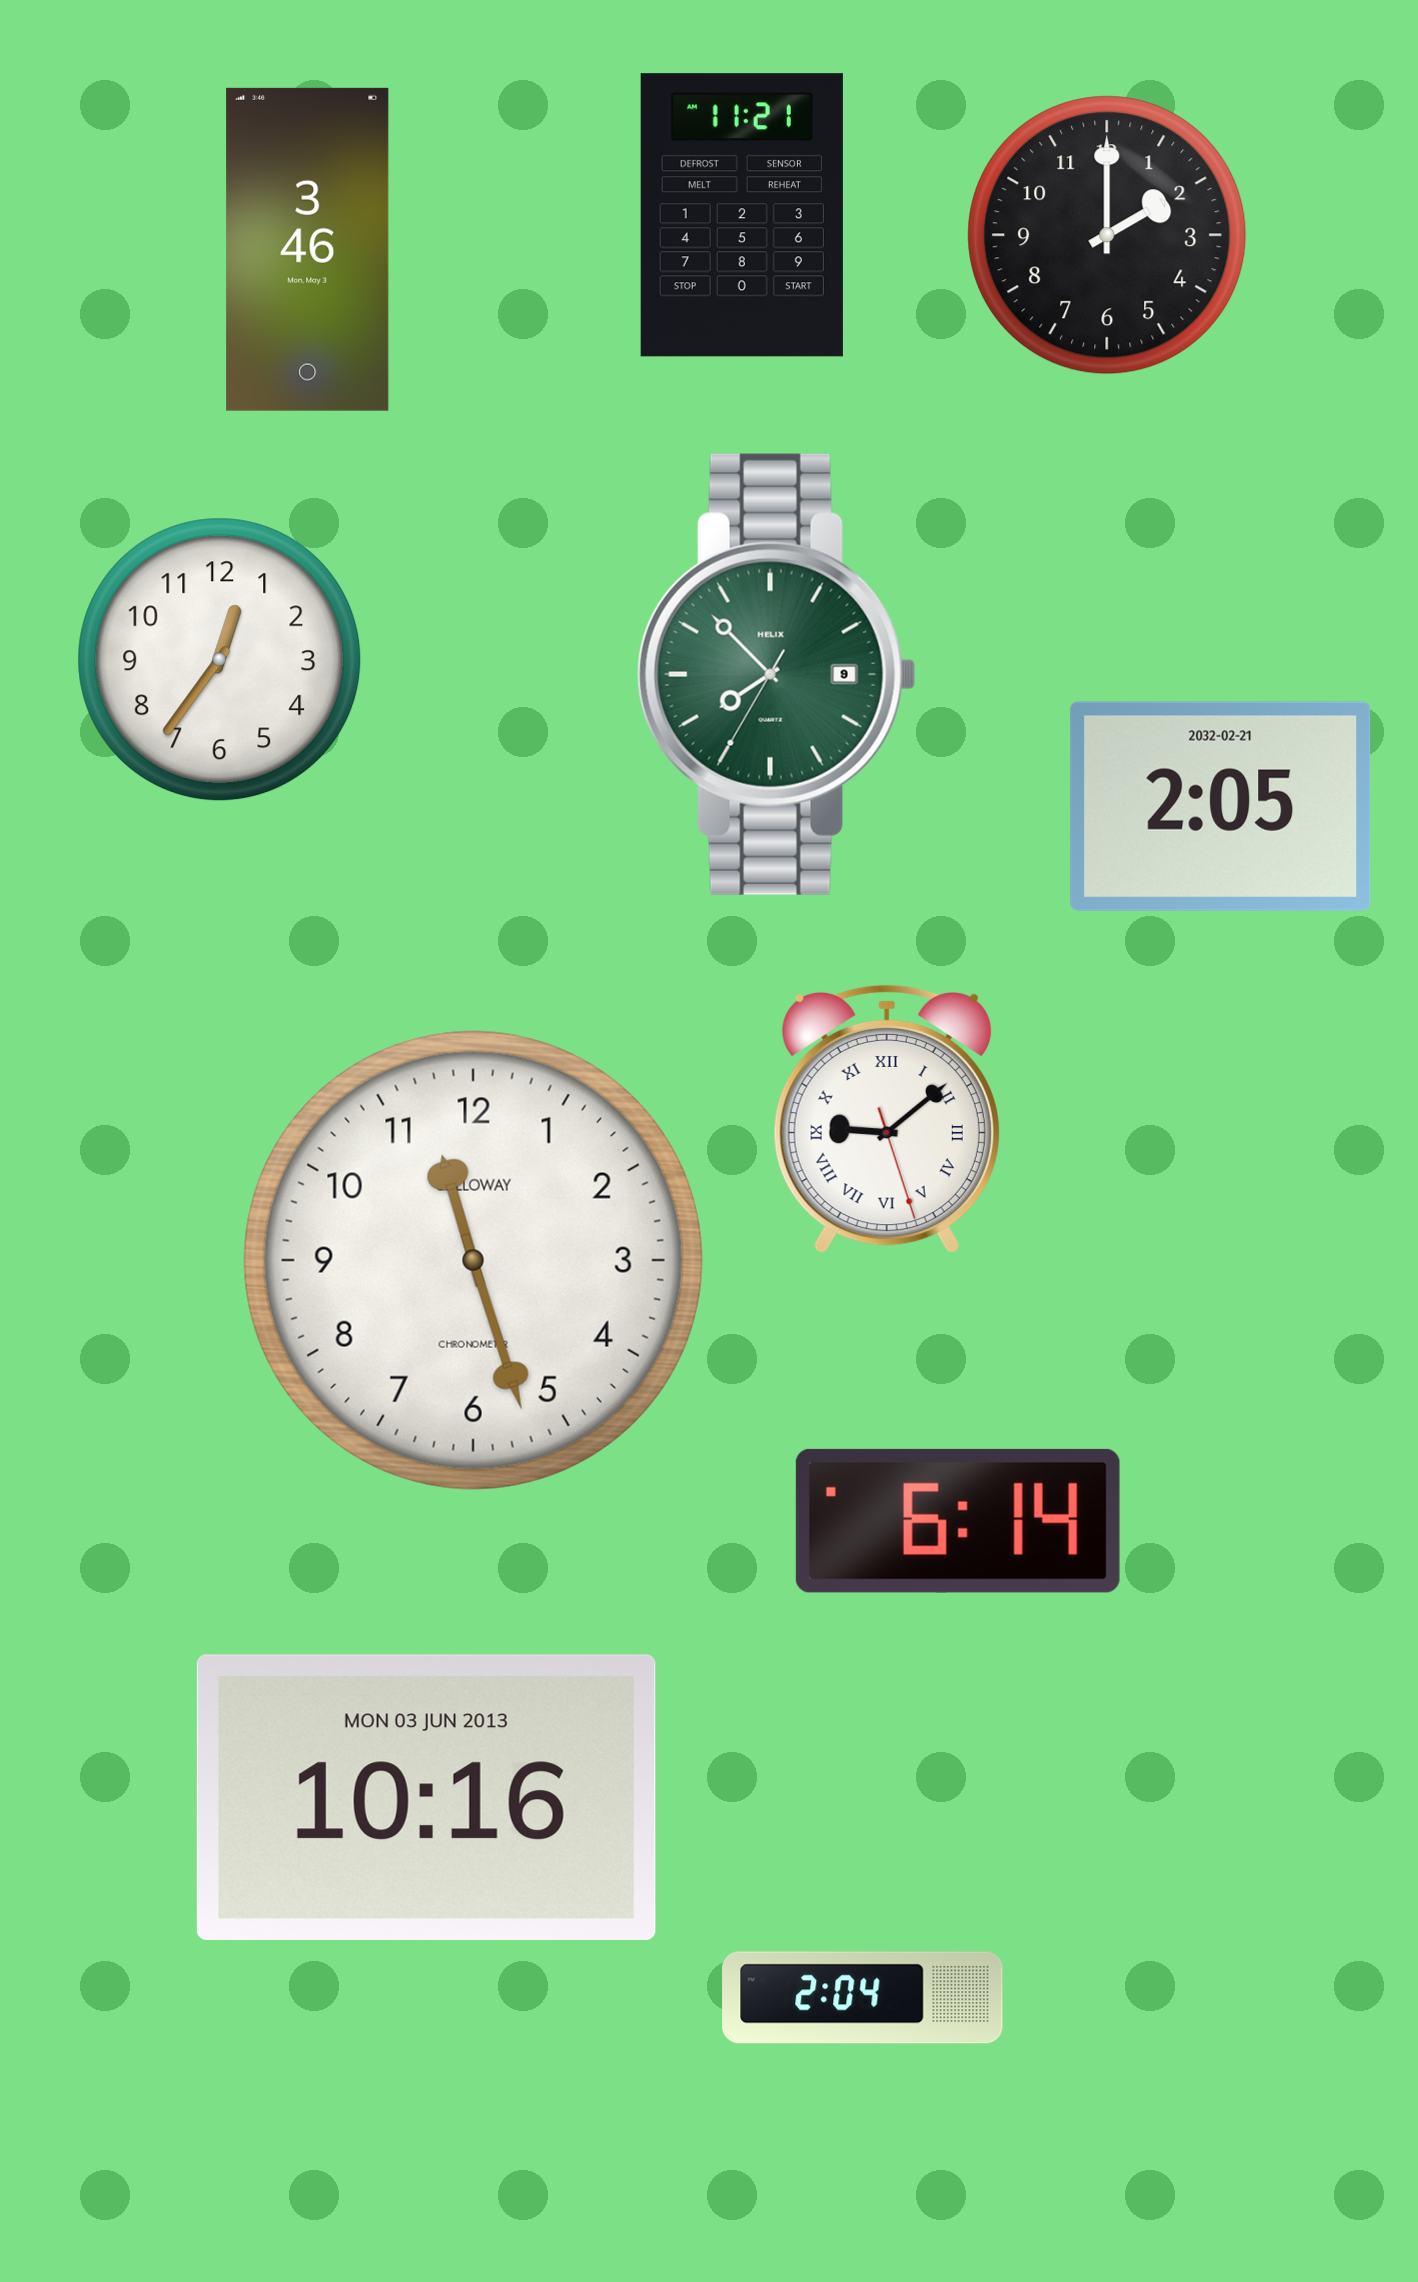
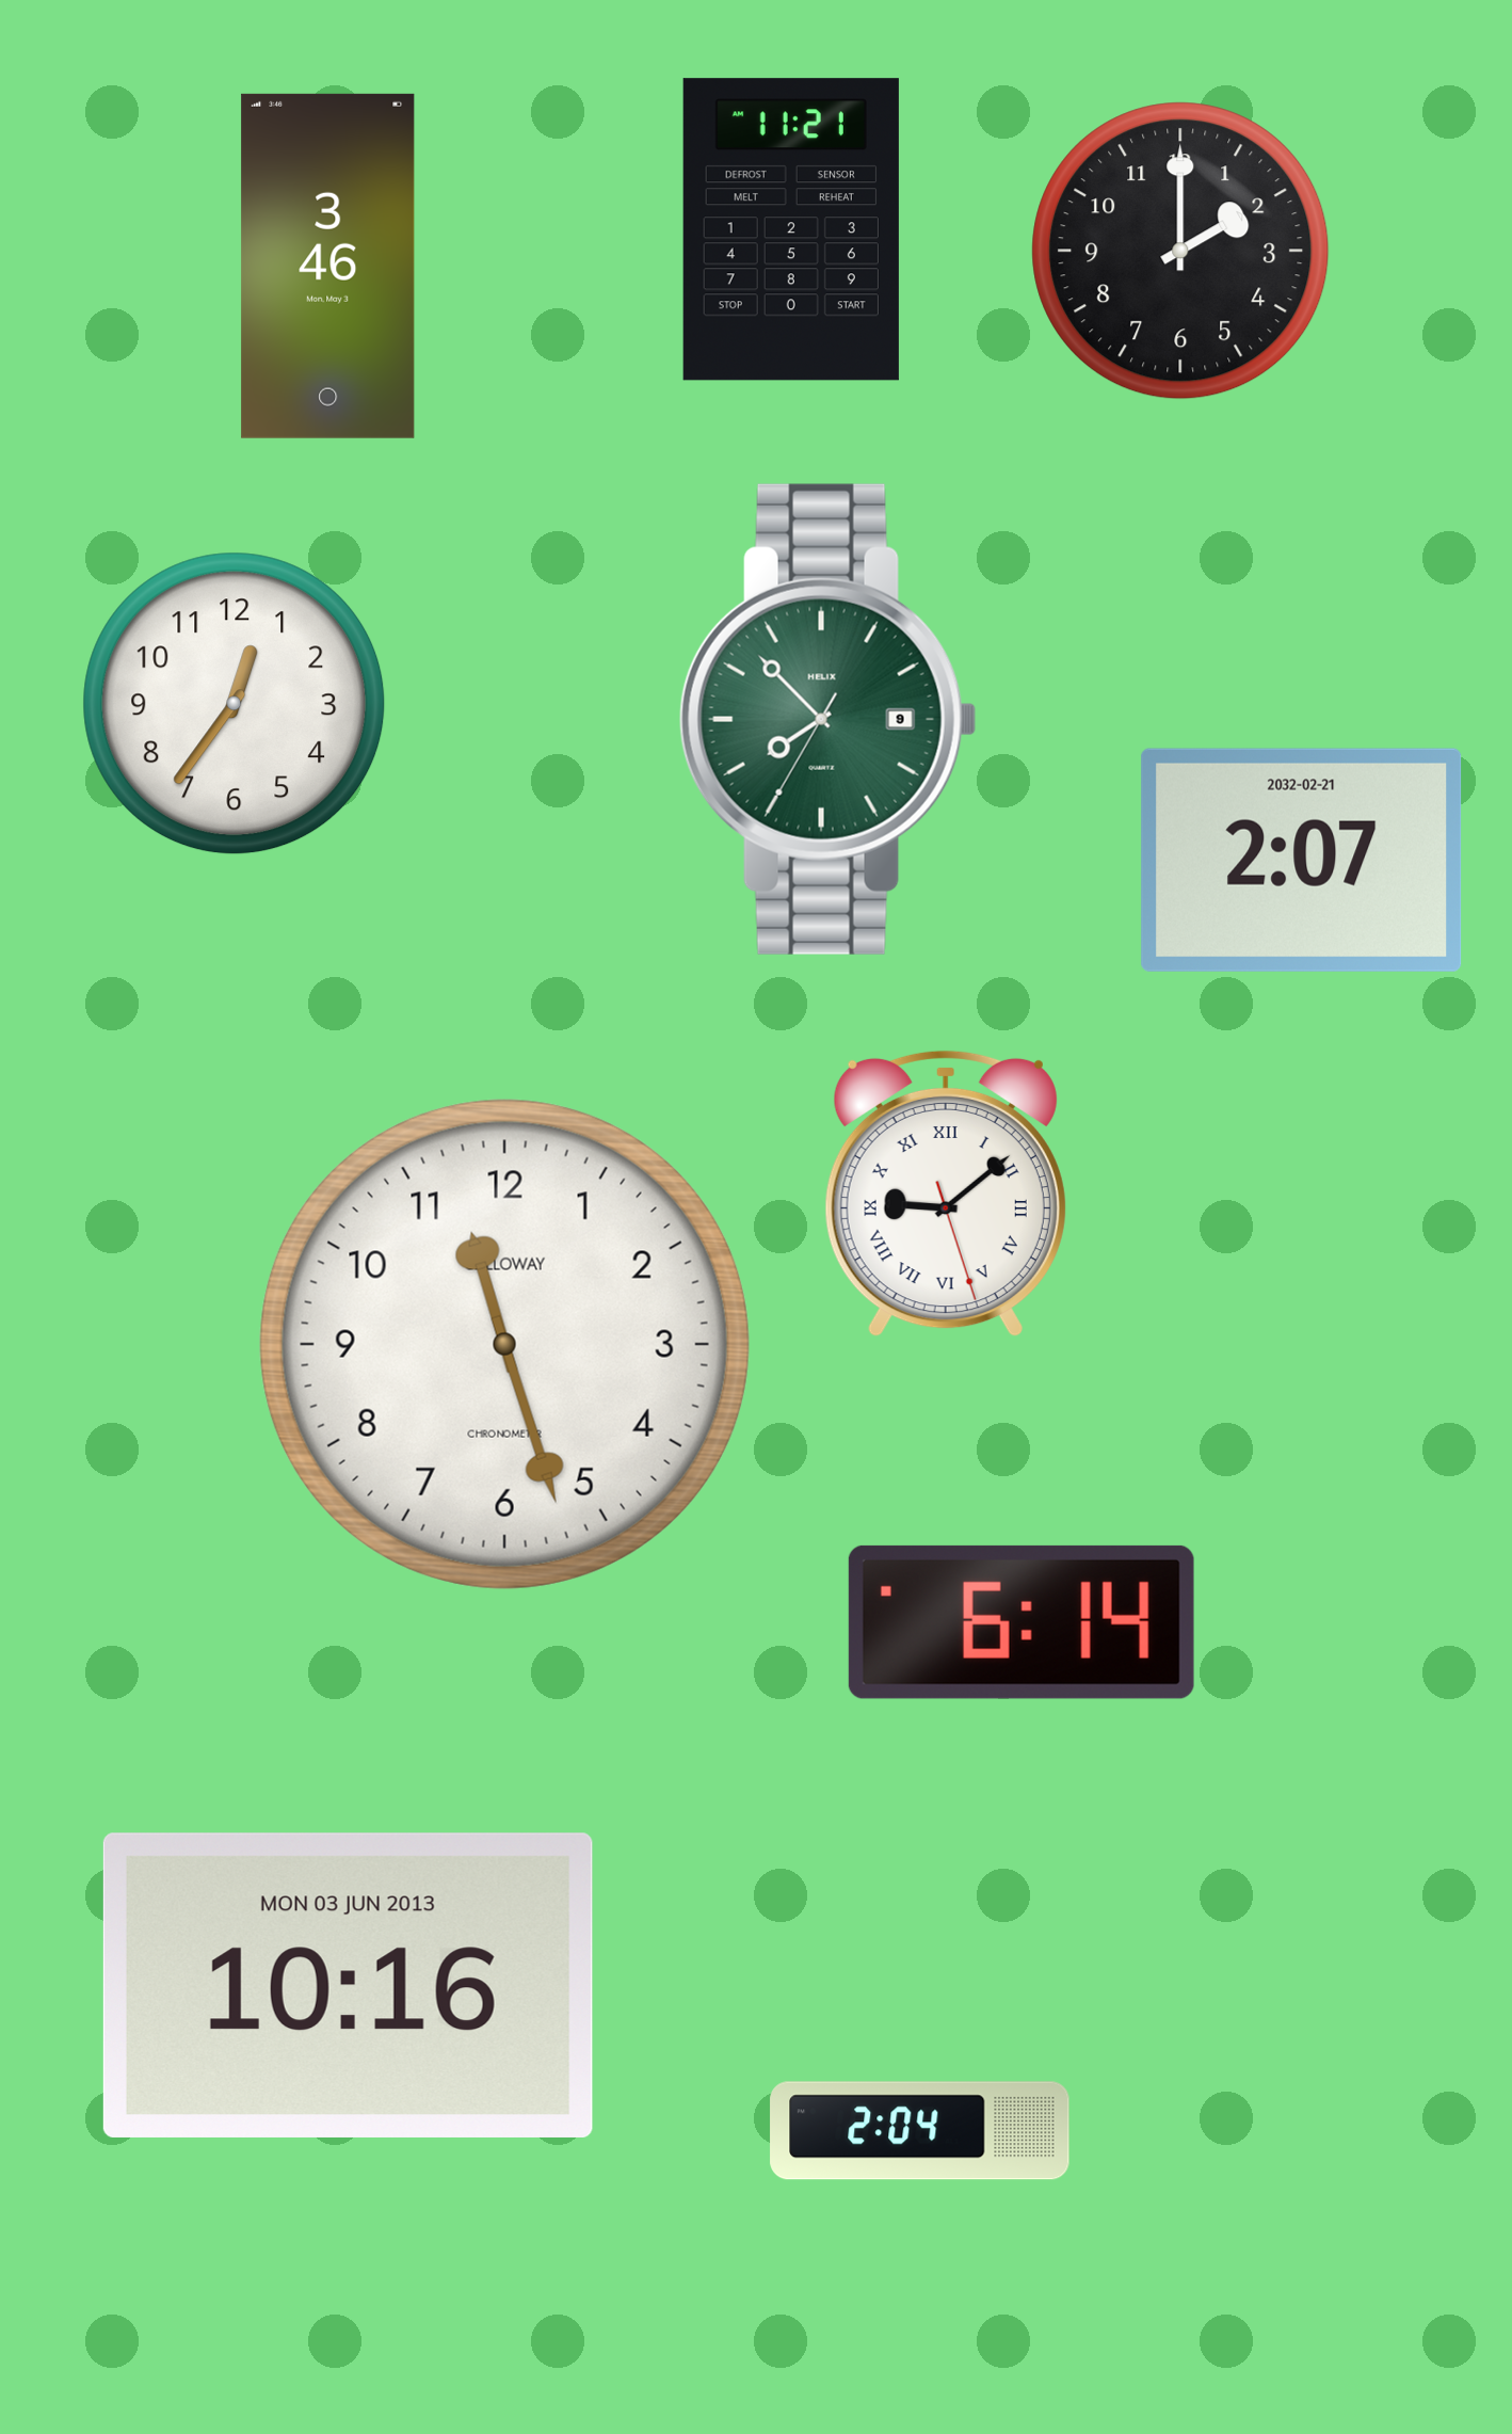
clock at (1221, 806): 2:05 -> 2:07
clock at (426, 1797) position: (426, 1797) -> (348, 1985)
